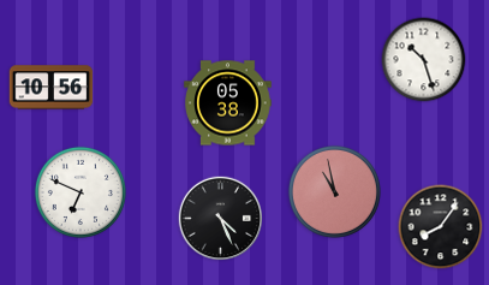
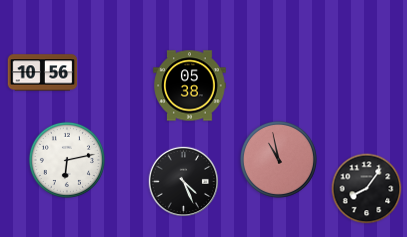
clock at (424, 60): 10:27 -> none
clock at (80, 192): 6:49 -> 6:13
